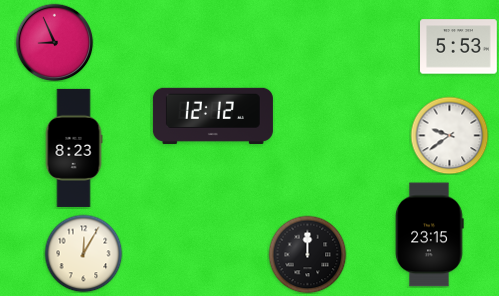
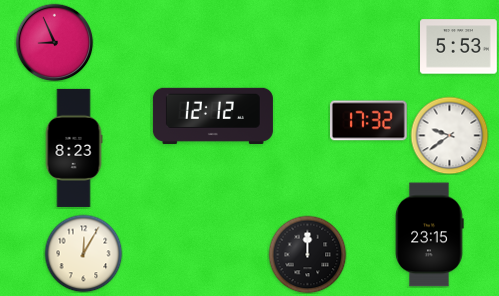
clock at (369, 121): none -> 17:32
